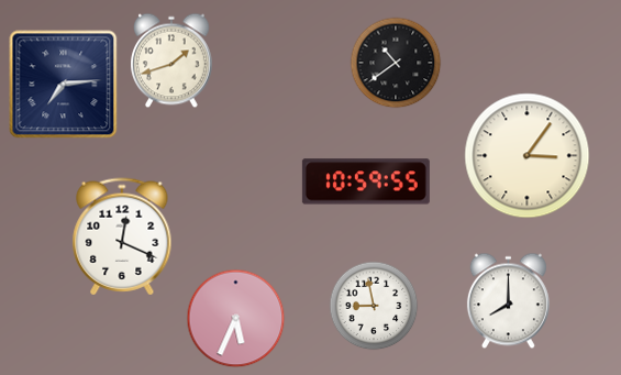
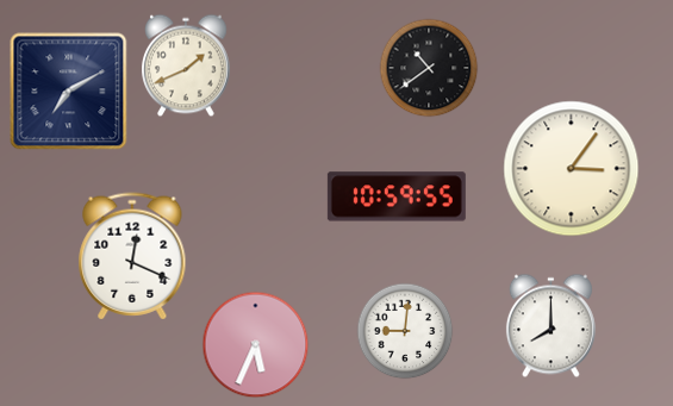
clock at (173, 60): 1:42 -> 1:41
clock at (64, 85): 7:14 -> 7:10
clock at (374, 306): 8:58 -> 9:01
